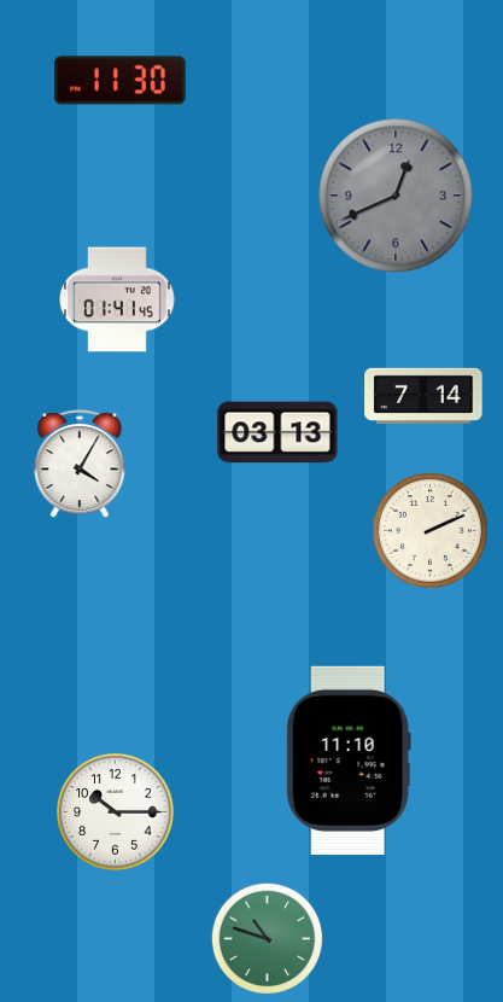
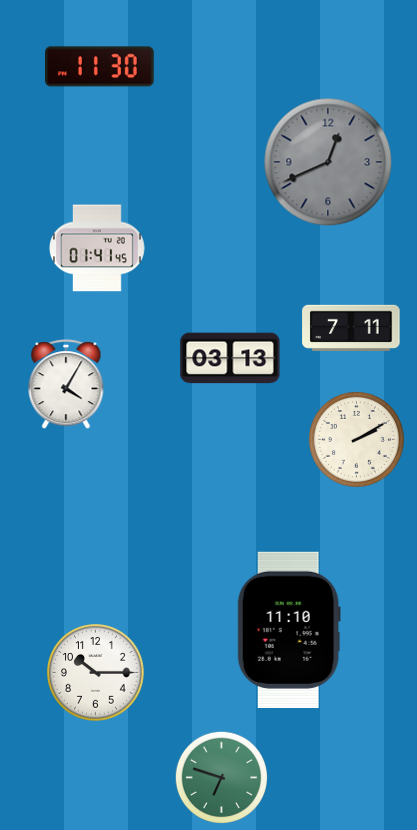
clock at (423, 396): 7:14 -> 7:11
clock at (429, 530): 2:11 -> 2:10
clock at (267, 938): 10:48 -> 6:48
